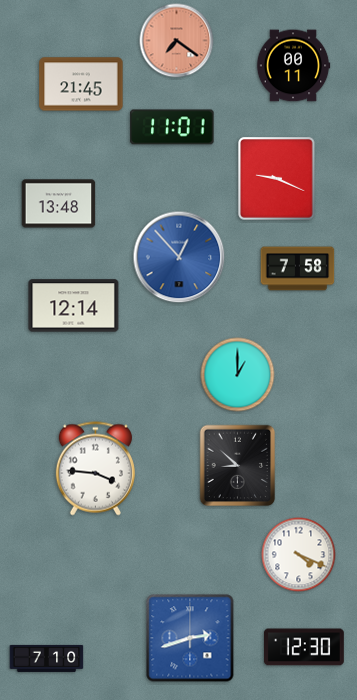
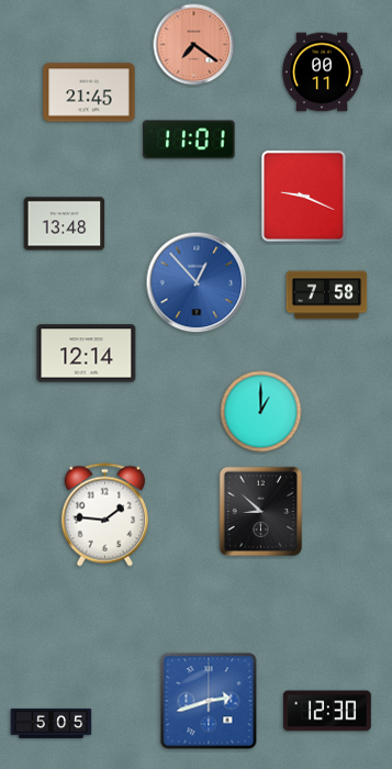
clock at (74, 306) position: (74, 306) -> (87, 354)
clock at (95, 469): 3:46 -> 1:46
clock at (299, 555): 4:19 -> none
clock at (304, 647) position: (304, 647) -> (327, 711)
clock at (47, 658): 7:10 -> 5:05
